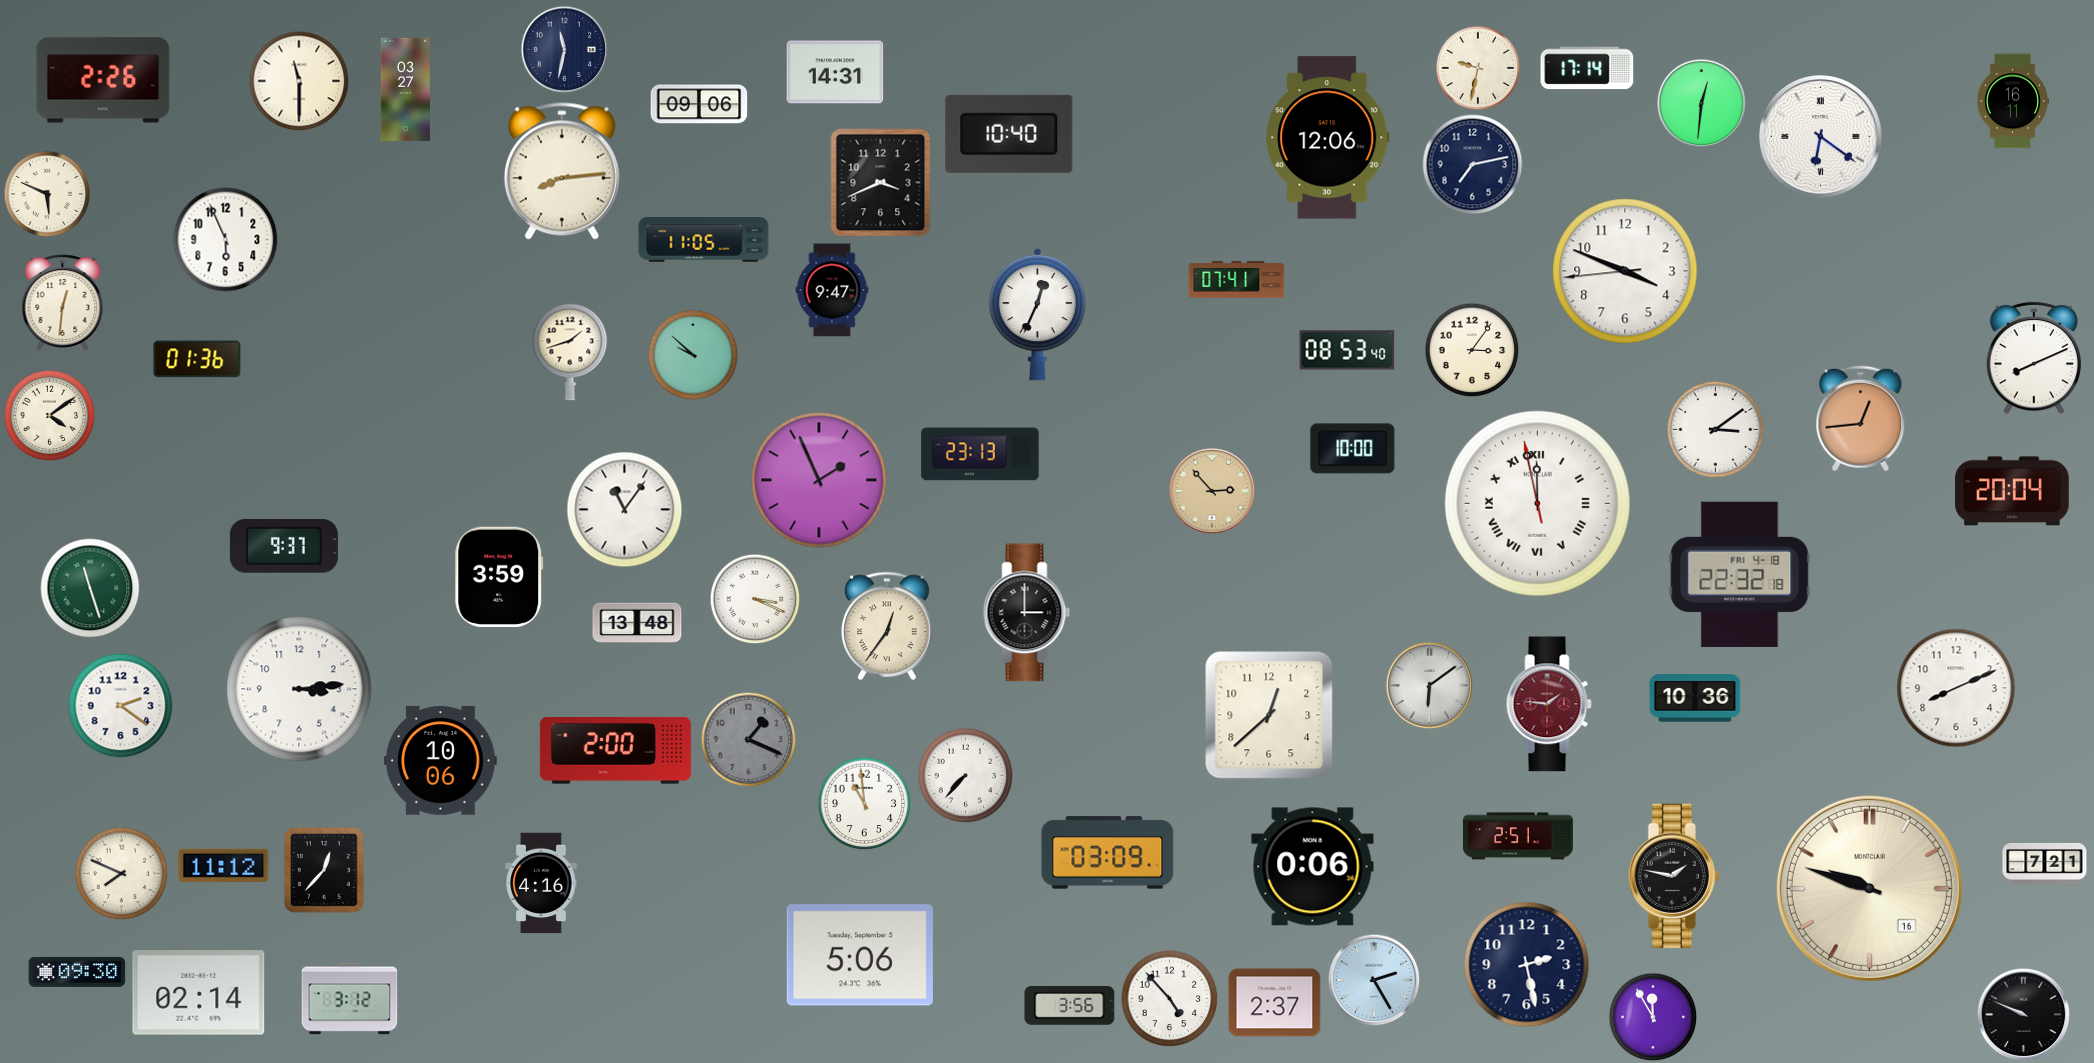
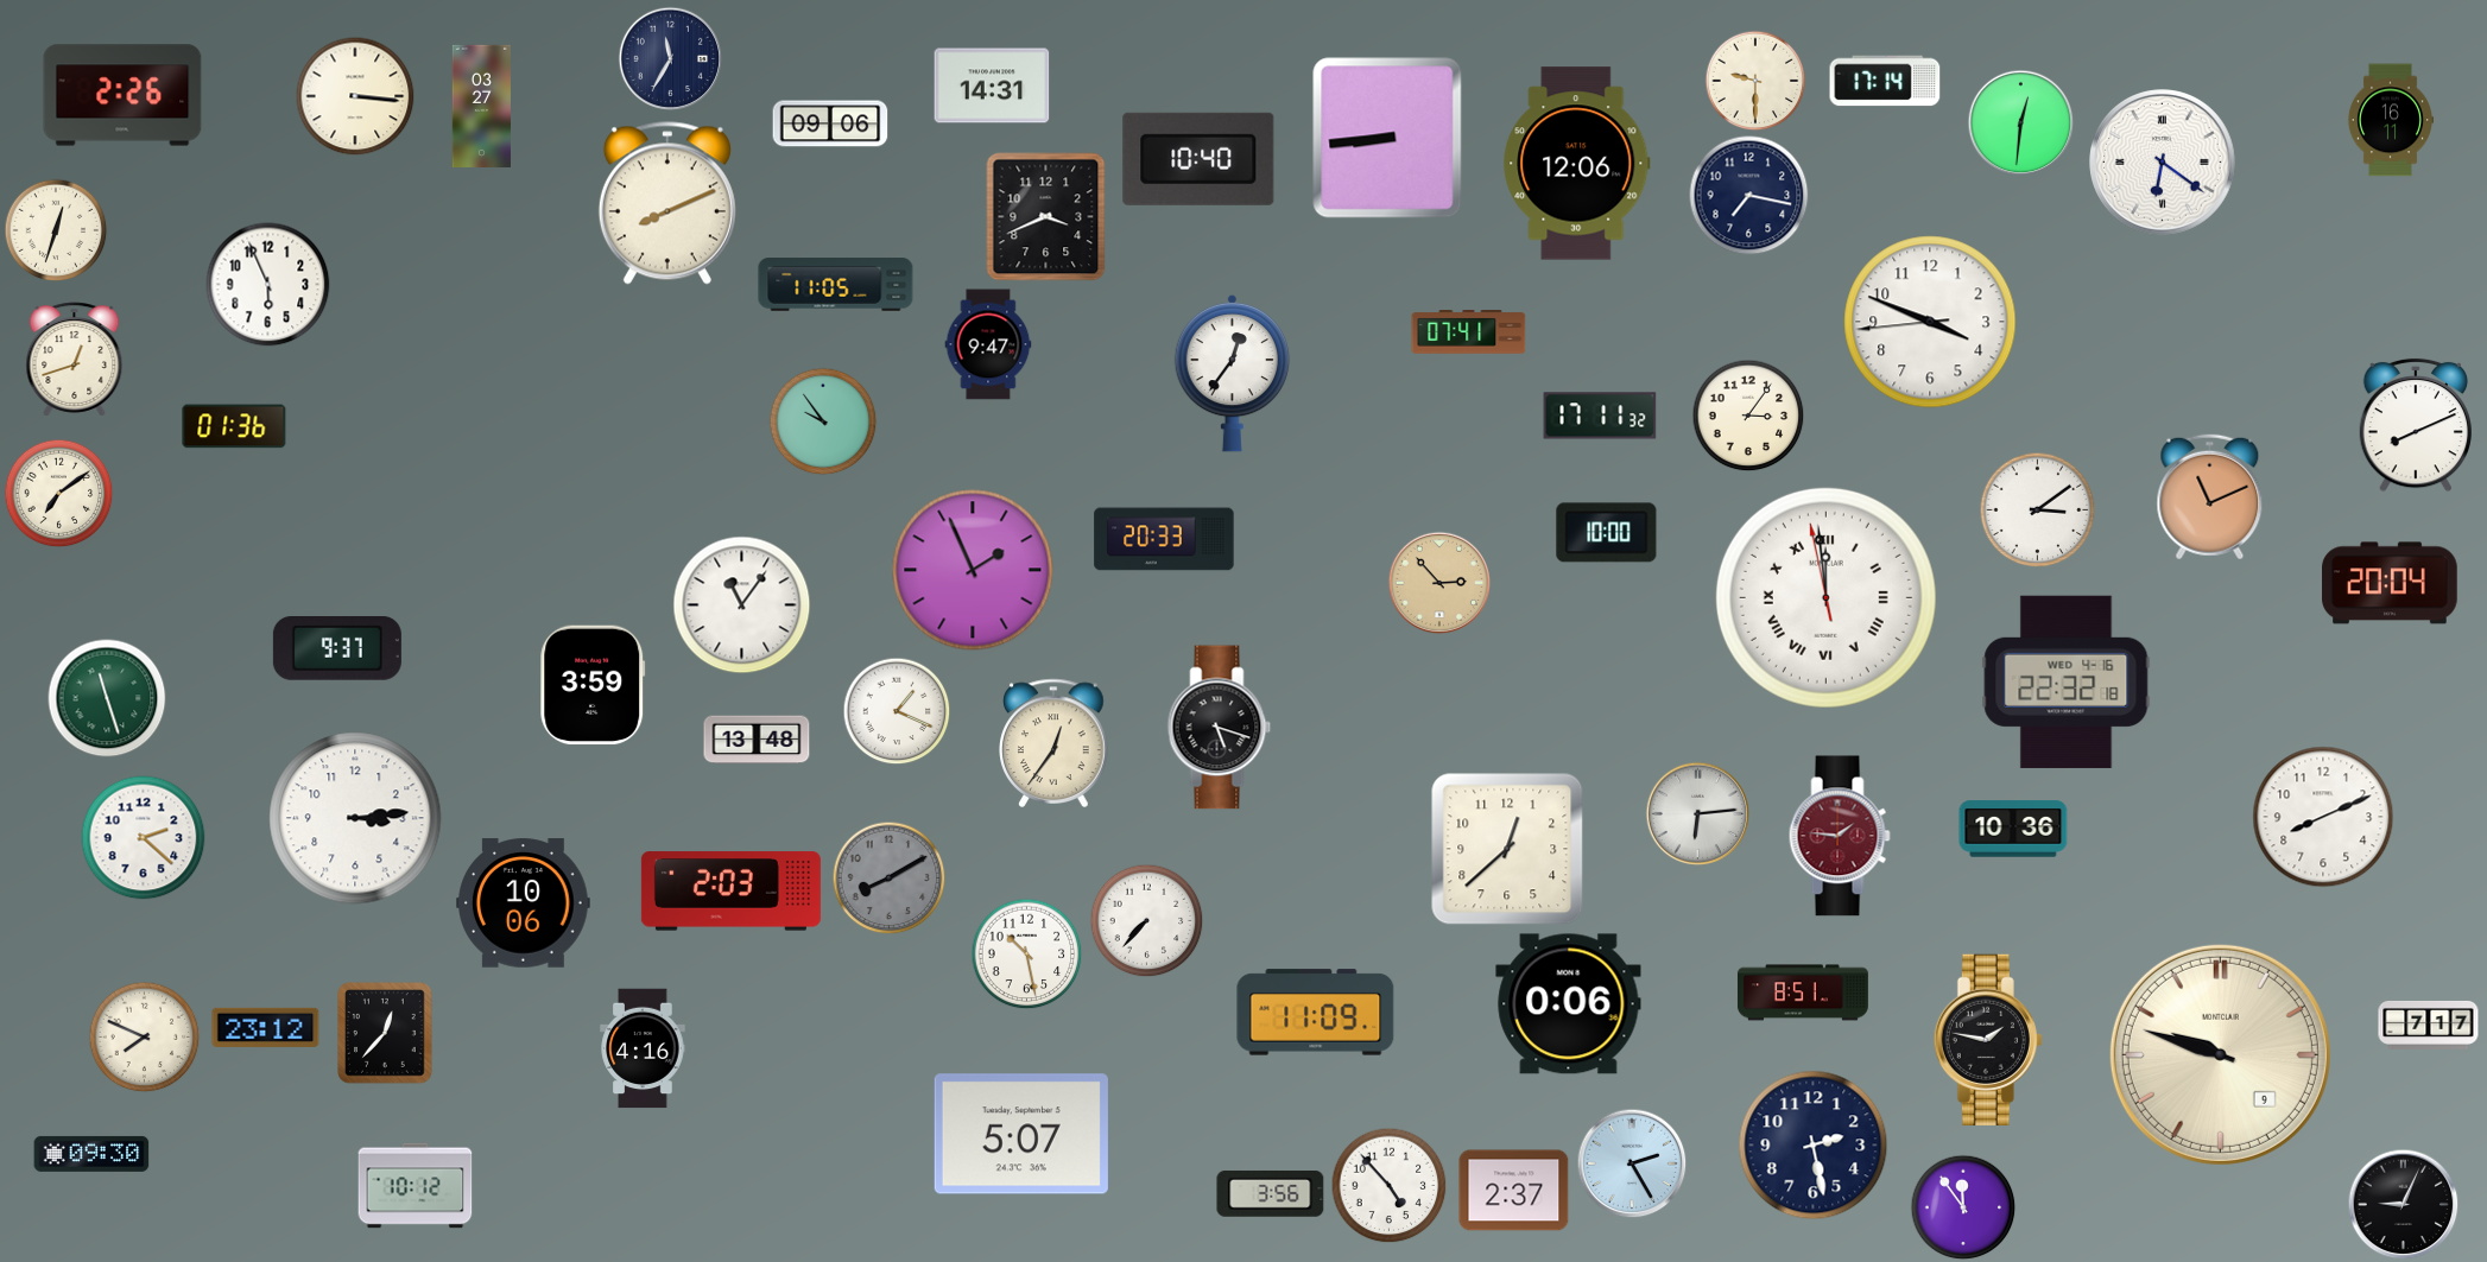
clock at (564, 49): 11:32 -> 11:35
clock at (1478, 68): 9:32 -> 9:30
clock at (299, 81): 11:30 -> 3:16
clock at (1387, 138): none -> 8:44
clock at (1473, 165): 7:13 -> 7:17
clock at (562, 171): 8:14 -> 8:11
clock at (47, 194): 5:49 -> 12:33
clock at (63, 303): 12:31 -> 12:42
clock at (1038, 314): 12:34 -> 12:36
clock at (1347, 350): 08:53 -> 17:11
clock at (570, 352): 1:42 -> none
clock at (693, 355): 9:52 -> 9:54
clock at (49, 415): 4:09 -> 7:09
clock at (1861, 419): 12:44 -> 11:11
clock at (980, 454): 23:13 -> 20:33
clock at (1537, 503): 11:57 -> 11:58
clock at (1740, 574) date: FRI 4-18 -> WED 4-16
clock at (755, 599): 3:19 -> 1:19
clock at (1027, 613): 3:00 -> 5:18
clock at (1429, 685): 6:09 -> 6:14
clock at (121, 706): 2:21 -> 2:22
clock at (748, 739): 1:19 -> 8:10
clock at (615, 751): 2:00 -> 2:03
clock at (864, 803): 10:59 -> 10:28
clock at (1518, 836): 2:51 -> 8:51
clock at (1108, 853): 03:09 -> 11:09
clock at (2045, 863): 7:21 -> 7:17
clock at (224, 865): 11:12 -> 23:12
clock at (1313, 867) position: (1313, 867) -> (1569, 1004)
clock at (1869, 888) date: 16 -> 9
clock at (860, 955): 5:06 -> 5:07
clock at (199, 993): 02:14 -> none
clock at (350, 999): 3:12 -> 10:12
clock at (2023, 1014): 9:49 -> 9:04
clock at (1653, 1017): 11:55 -> 11:54
